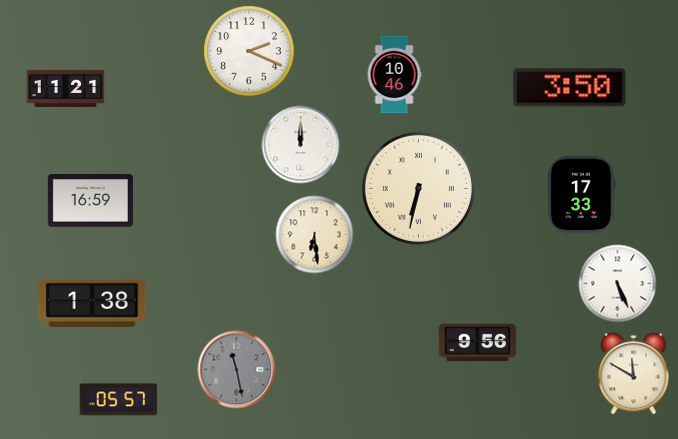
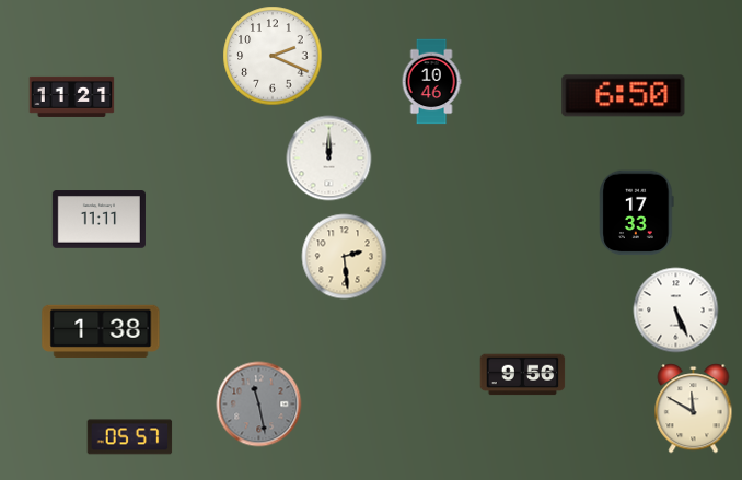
clock at (570, 88): 3:50 -> 6:50
clock at (418, 188): 6:32 -> none
clock at (90, 201): 16:59 -> 11:11
clock at (314, 234): 6:29 -> 2:29
